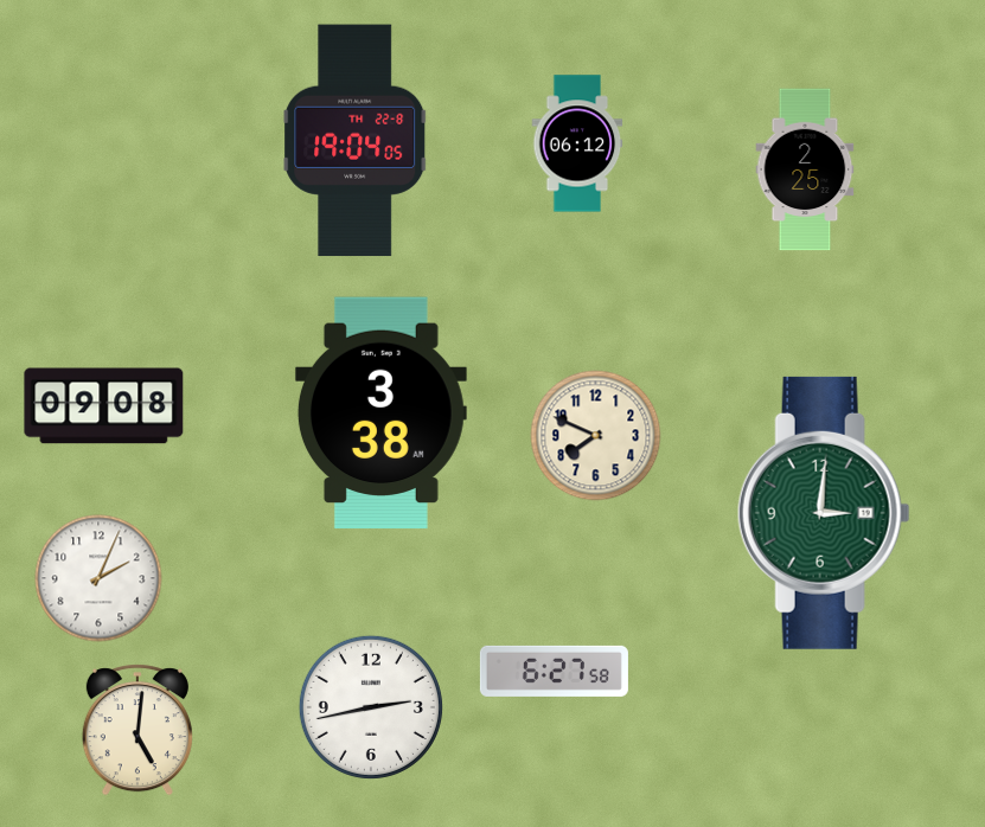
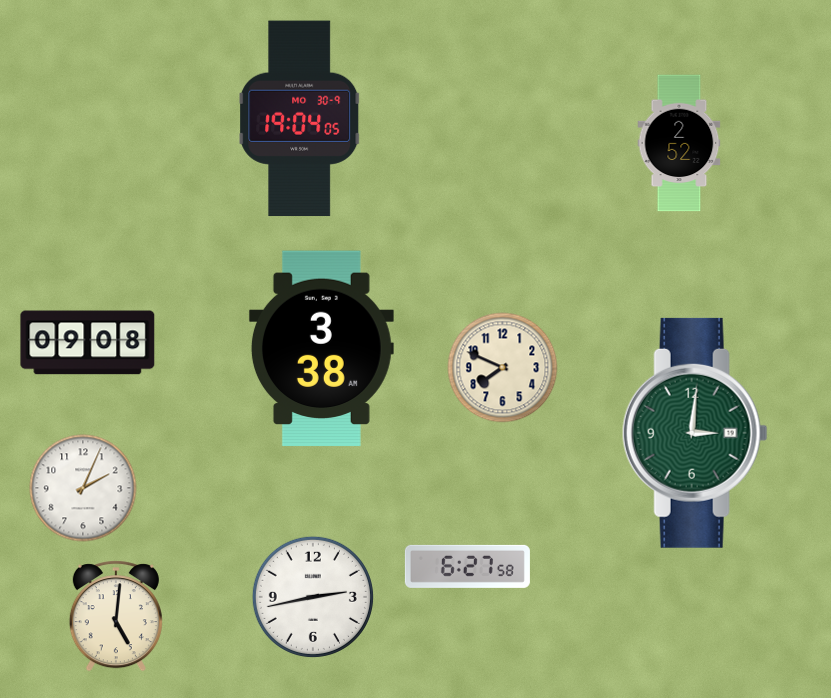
clock at (356, 141) date: TH 22-8 -> MO 30-9
clock at (577, 143): 06:12 -> none
clock at (805, 169): 2:25 -> 2:52
